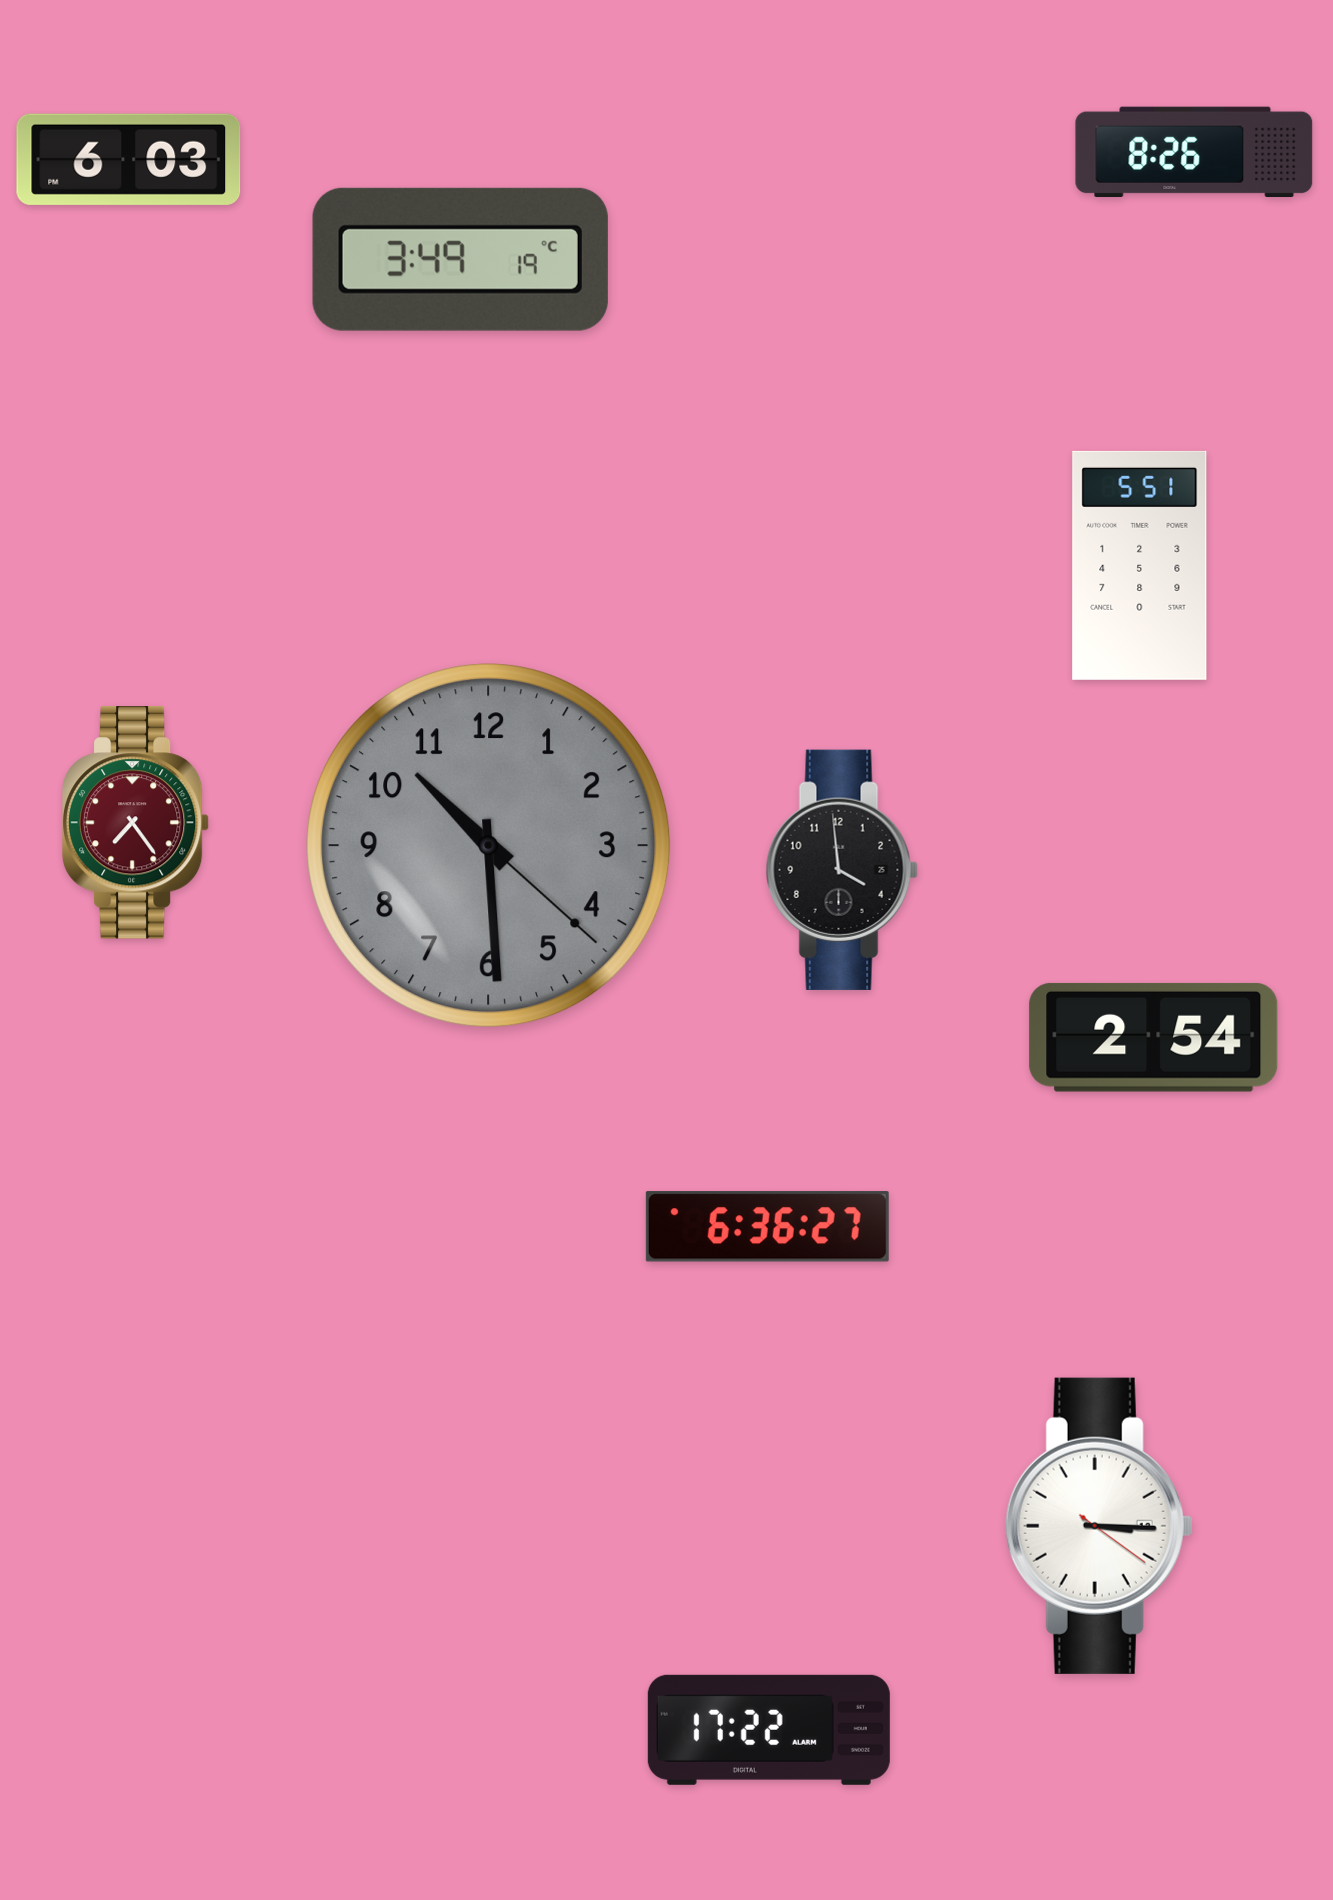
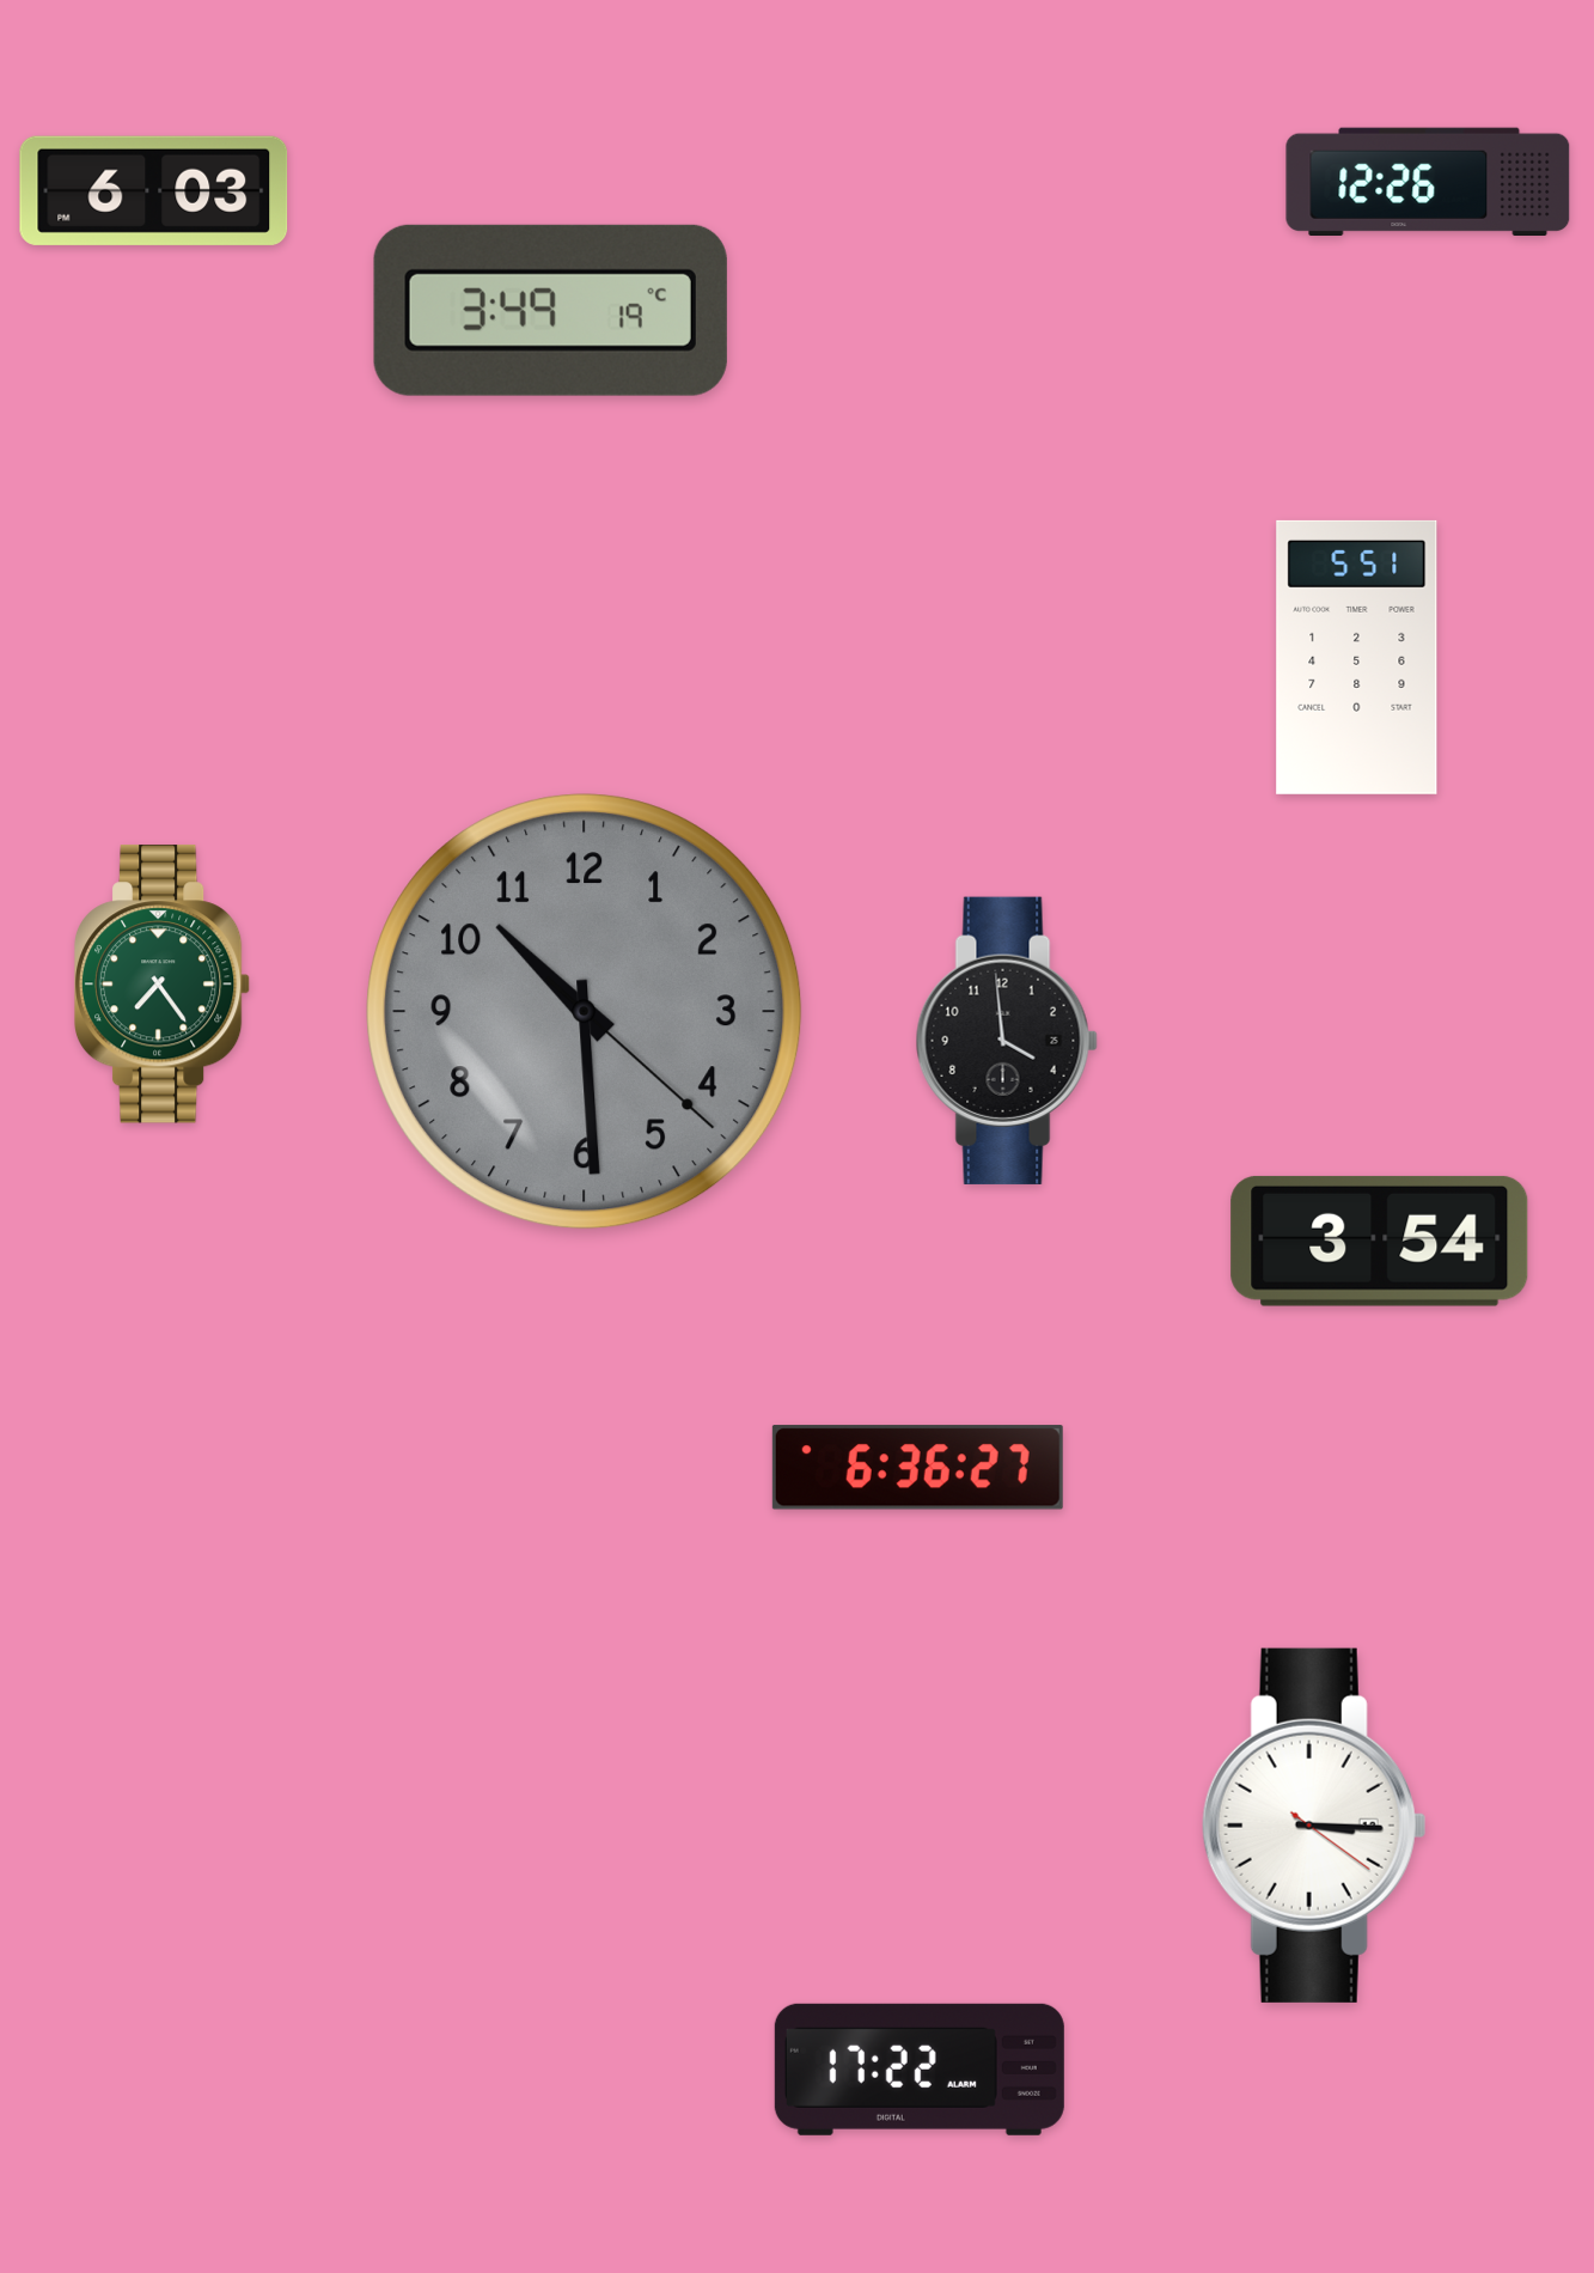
clock at (1194, 151): 8:26 -> 12:26
clock at (1140, 565) position: (1140, 565) -> (1357, 657)
clock at (136, 823) dial: burgundy -> green
clock at (1154, 1037): 2:54 -> 3:54
